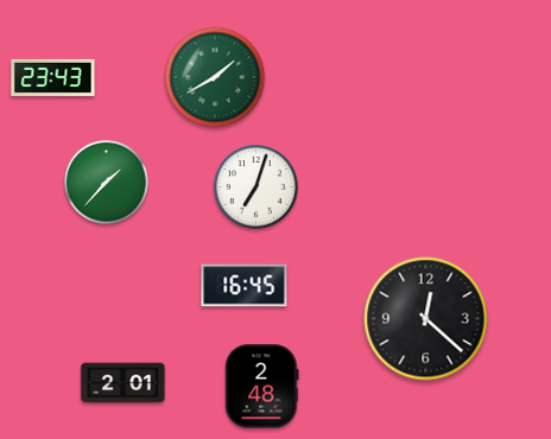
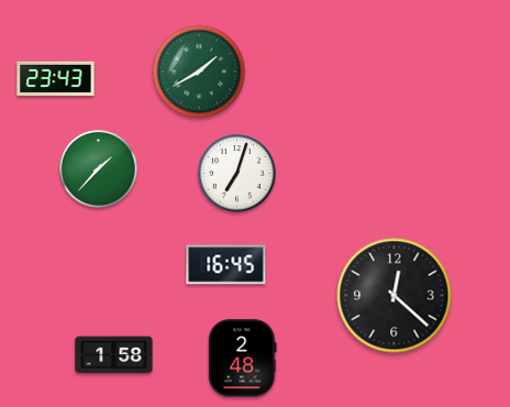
clock at (53, 77) position: (53, 77) -> (56, 78)
clock at (123, 383): 2:01 -> 1:58
